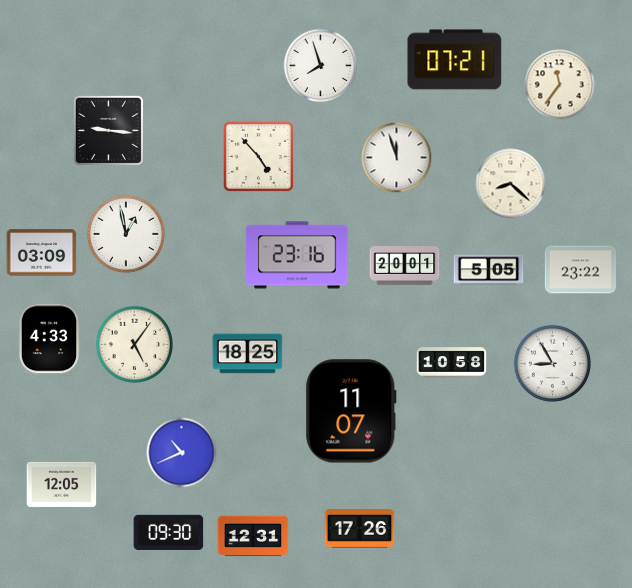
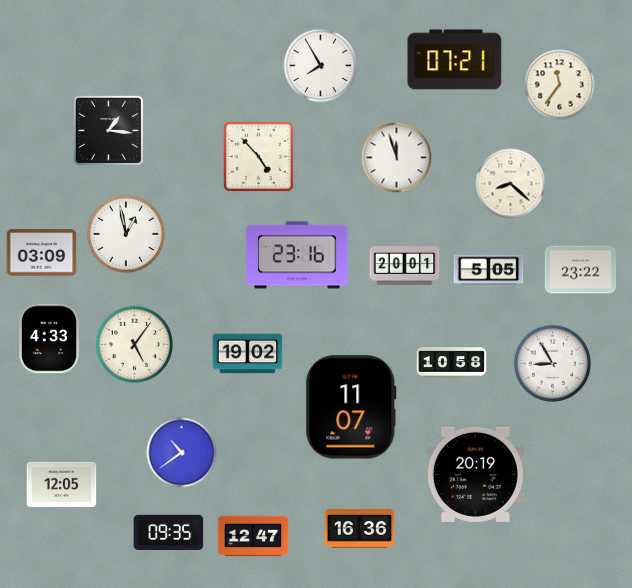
clock at (321, 66): 7:57 -> 7:55
clock at (108, 130): 9:16 -> 1:16
clock at (248, 354): 18:25 -> 19:02
clock at (351, 411) position: (351, 411) -> (351, 407)
clock at (182, 453): 10:41 -> 10:39
clock at (475, 474): none -> 20:19
clock at (360, 529): 17:26 -> 16:36
clock at (169, 532): 09:30 -> 09:35
clock at (253, 536): 12:31 -> 12:47
